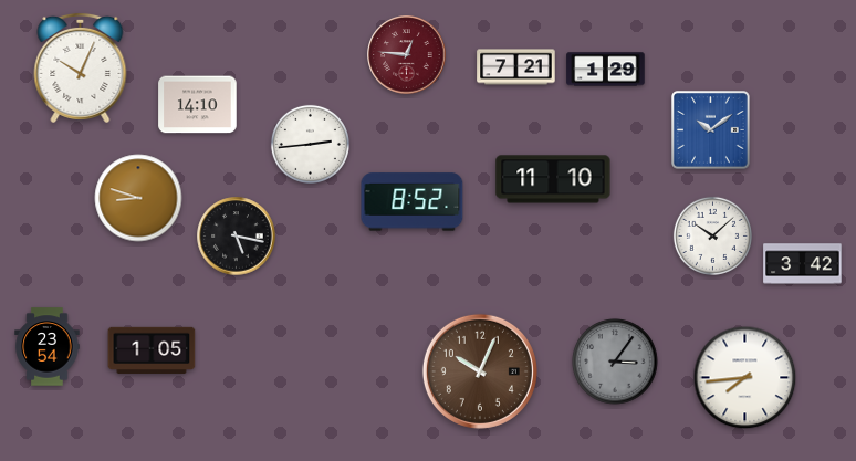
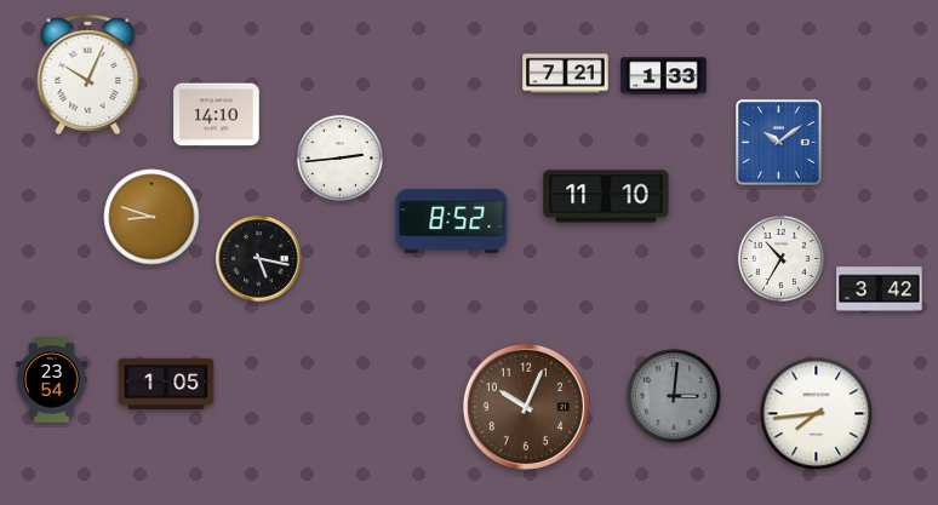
clock at (407, 55): 12:46 -> none
clock at (606, 70): 1:29 -> 1:33
clock at (712, 235): 10:08 -> 10:35
clock at (615, 362): 3:06 -> 3:01
